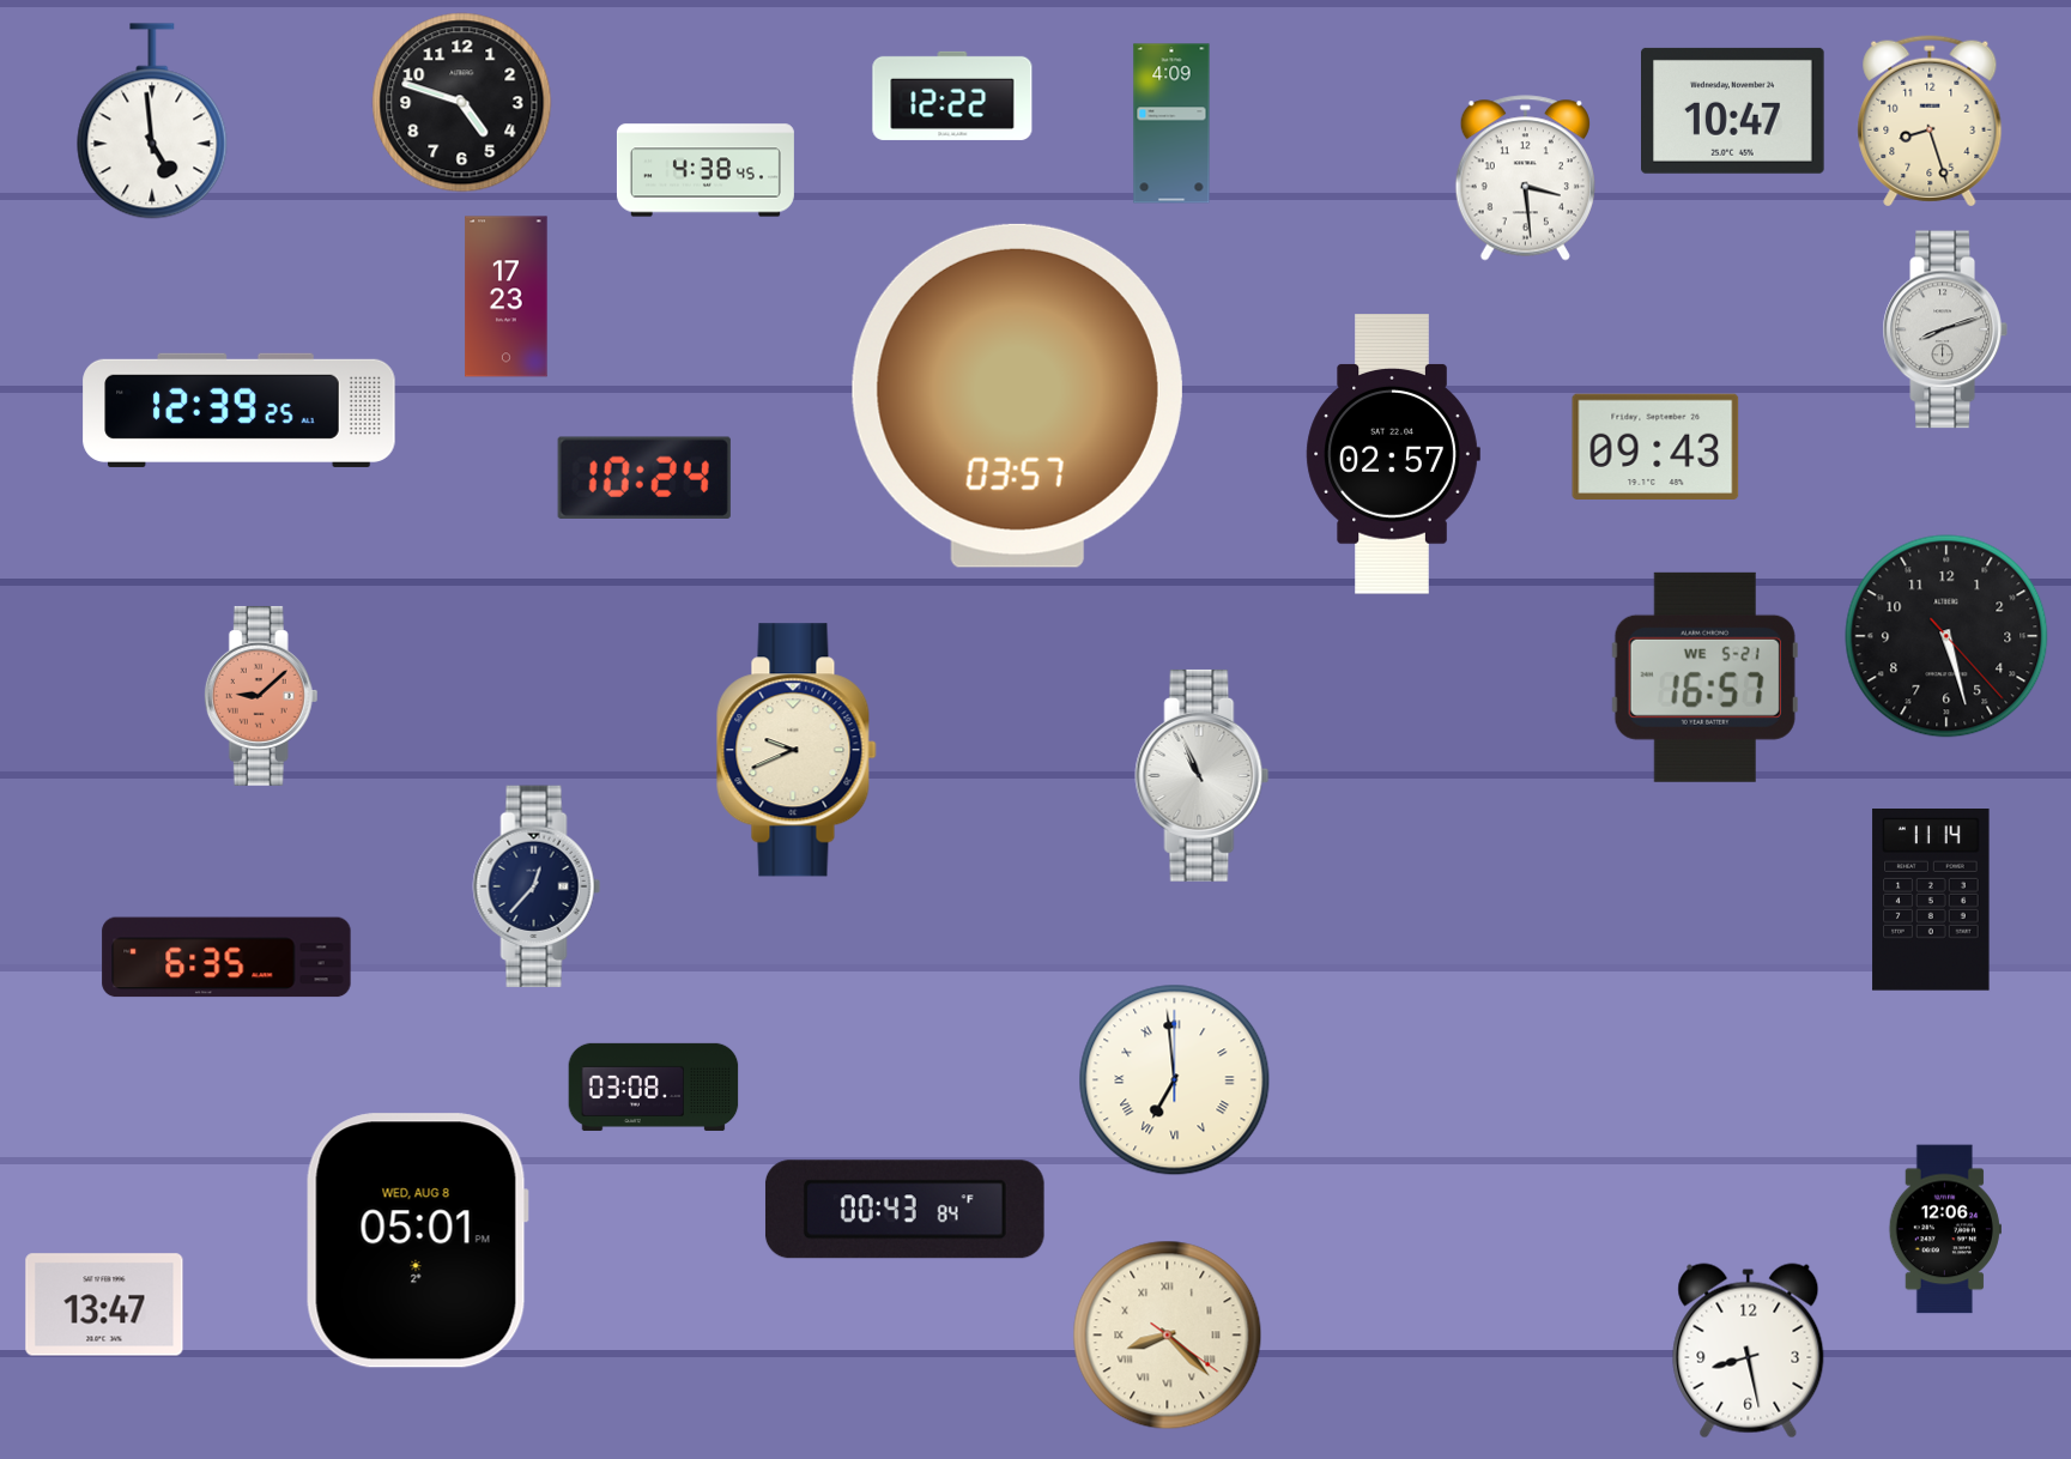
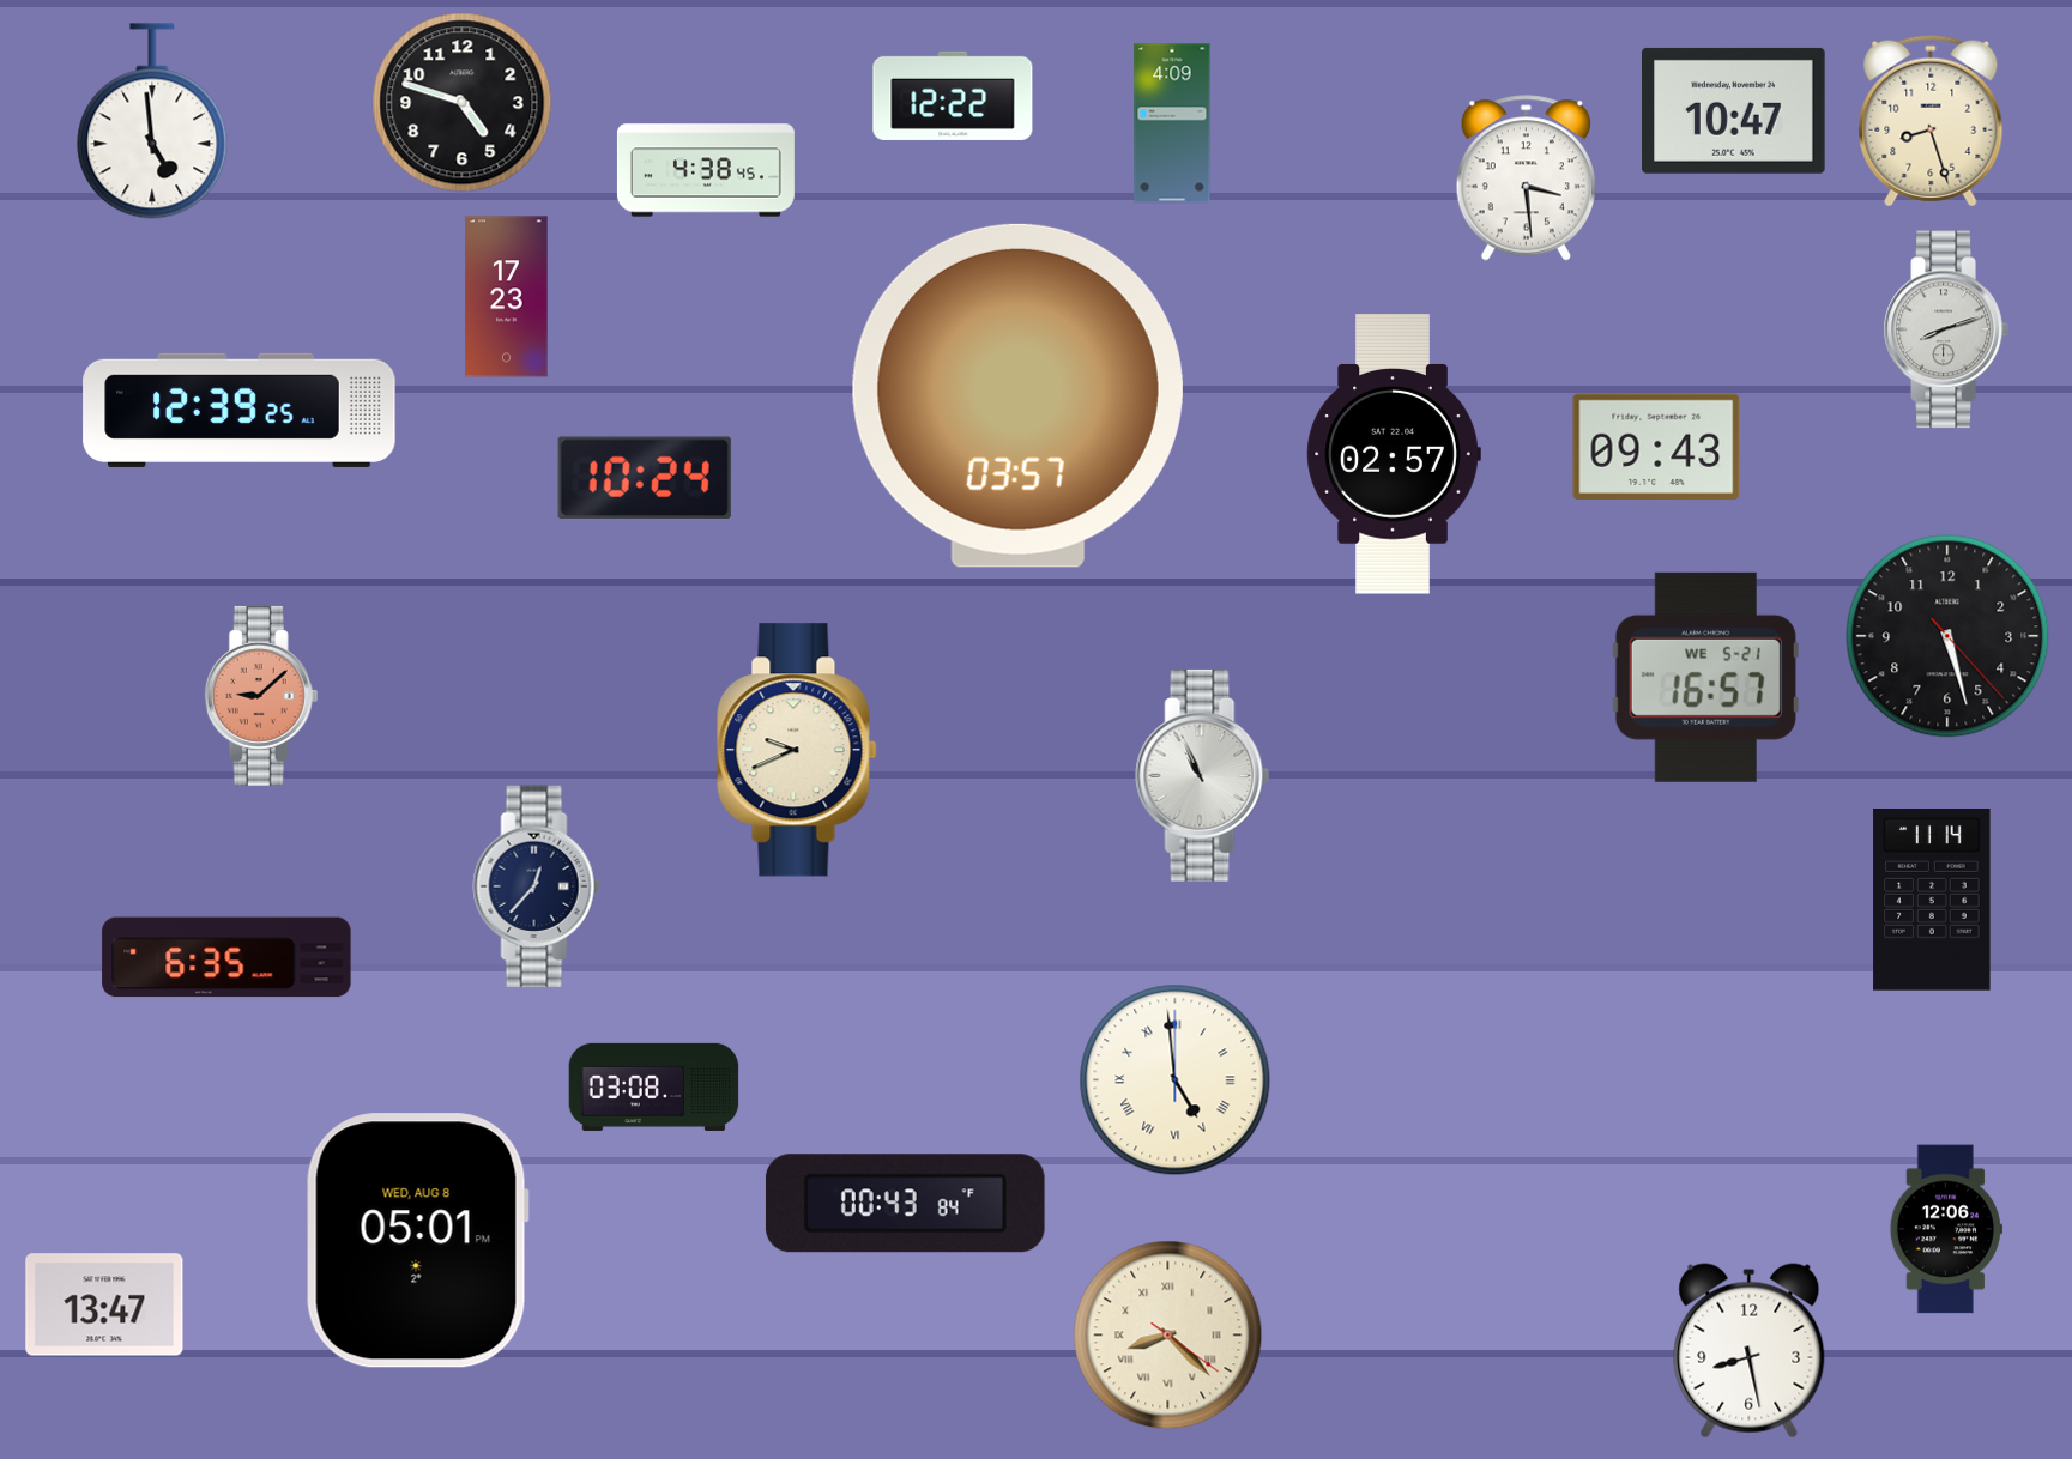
clock at (1175, 1080): 6:59 -> 4:59
clock at (904, 1210) position: (904, 1210) -> (905, 1204)
